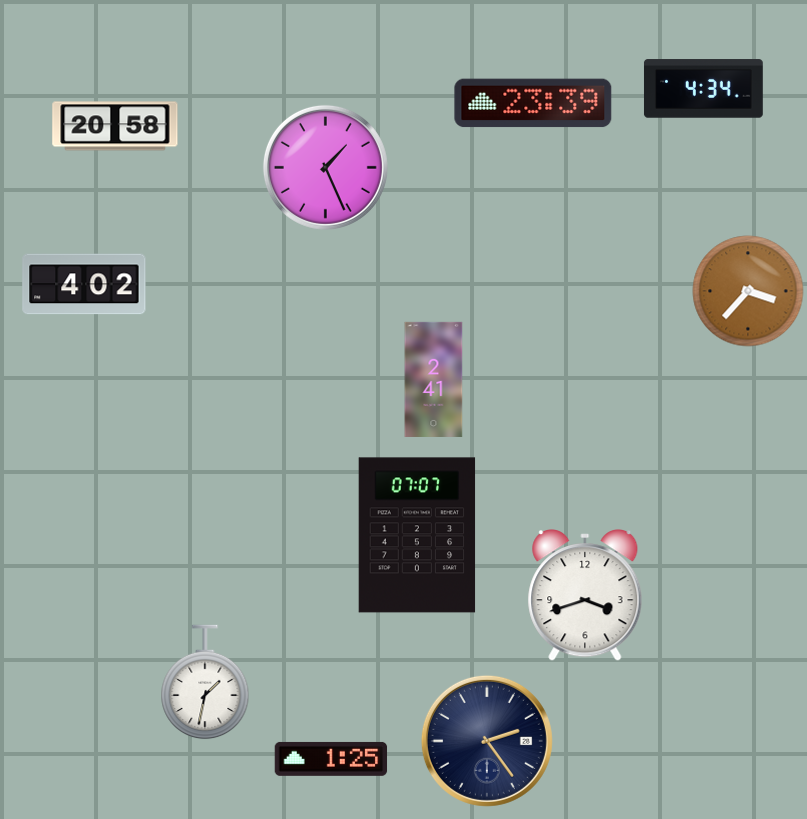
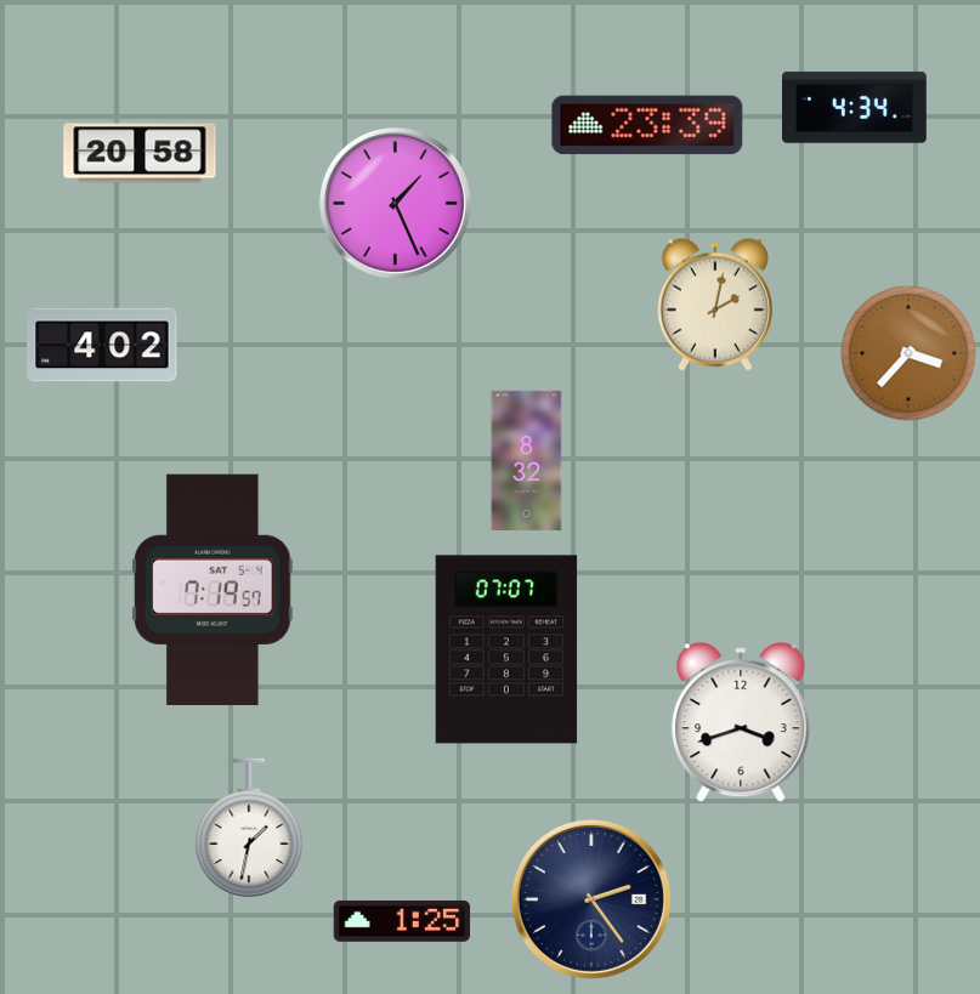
clock at (715, 305): none -> 2:02
clock at (434, 379): 2:41 -> 8:32
clock at (213, 590): none -> 7:19
clock at (585, 596) position: (585, 596) -> (741, 723)
